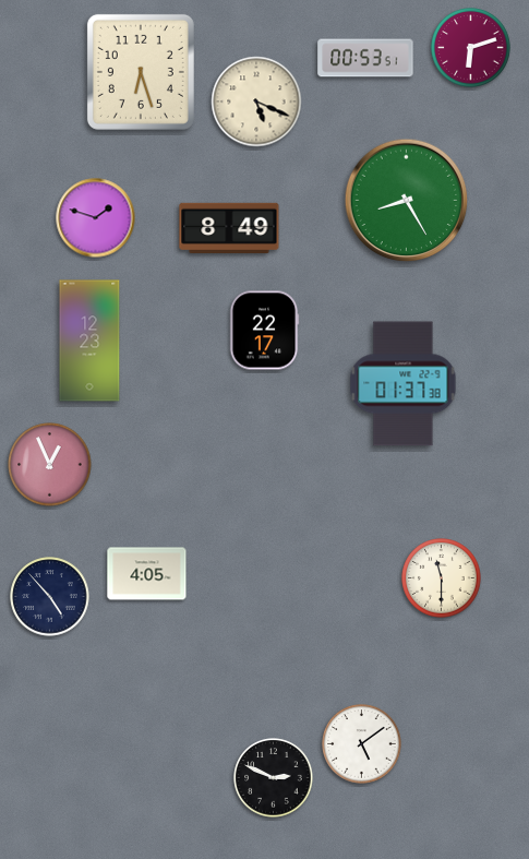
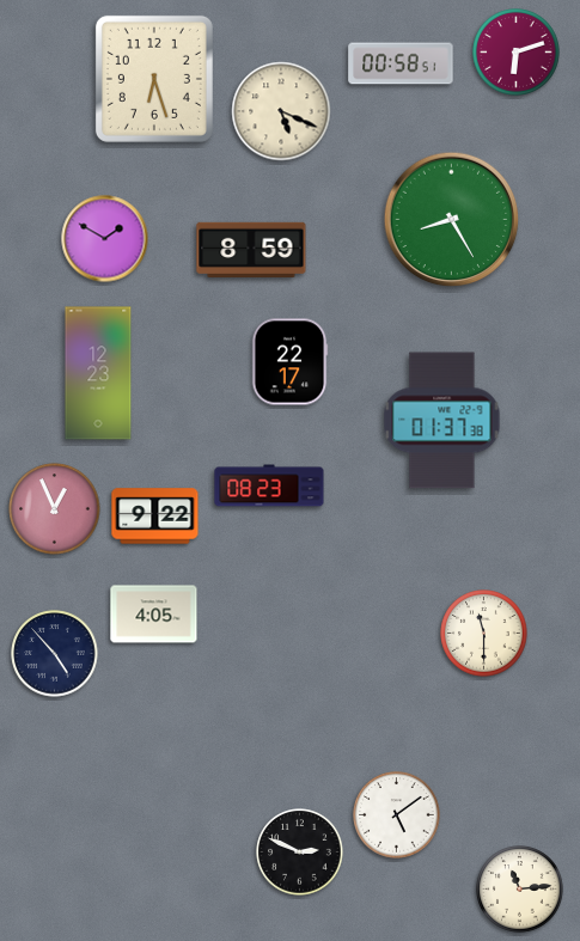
clock at (365, 58): 00:53 -> 00:58
clock at (407, 201) position: (407, 201) -> (452, 220)
clock at (96, 218): 1:48 -> 1:50
clock at (229, 227): 8:49 -> 8:59
clock at (269, 485): none -> 08:23
clock at (155, 517): none -> 9:22
clock at (147, 574) position: (147, 574) -> (154, 615)
clock at (520, 890): none -> 11:14
